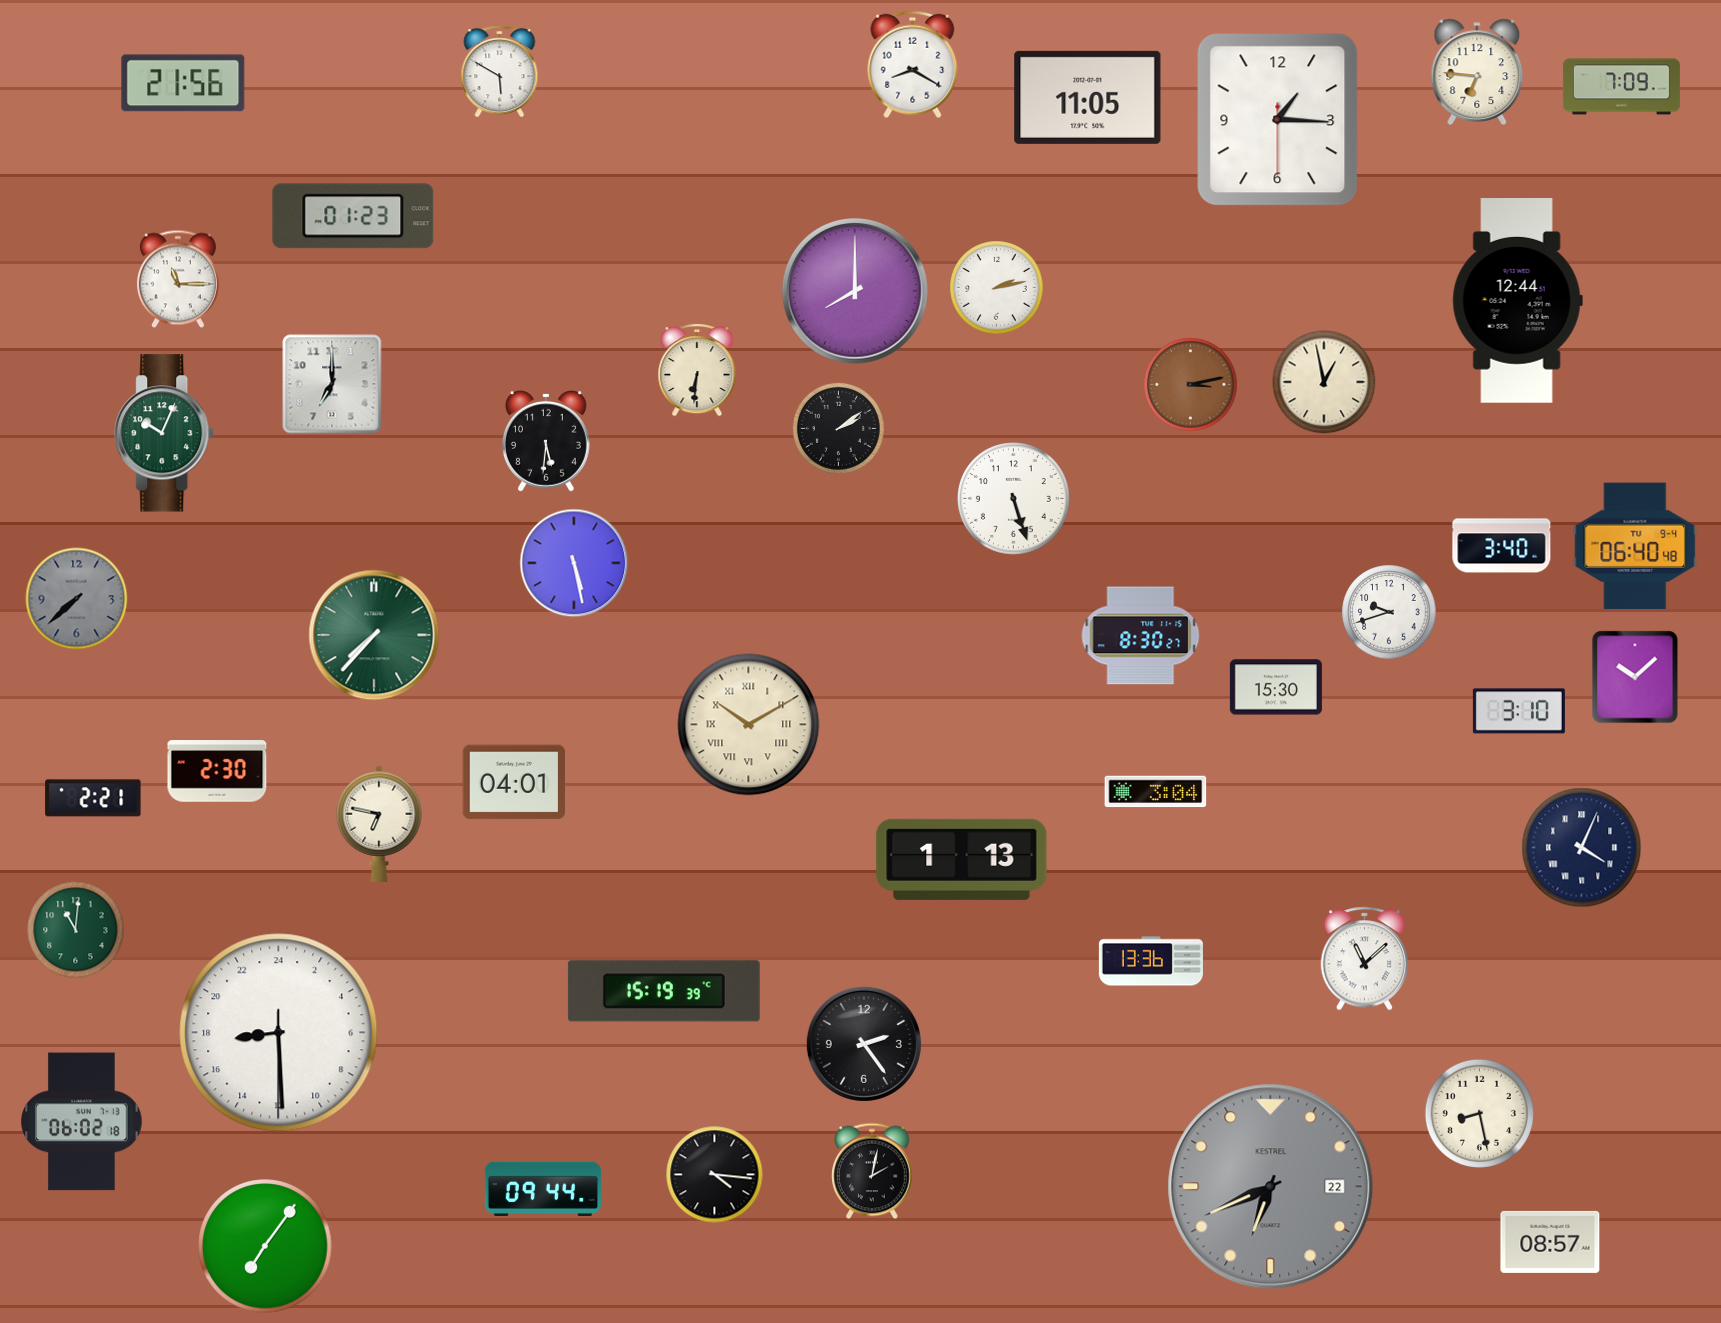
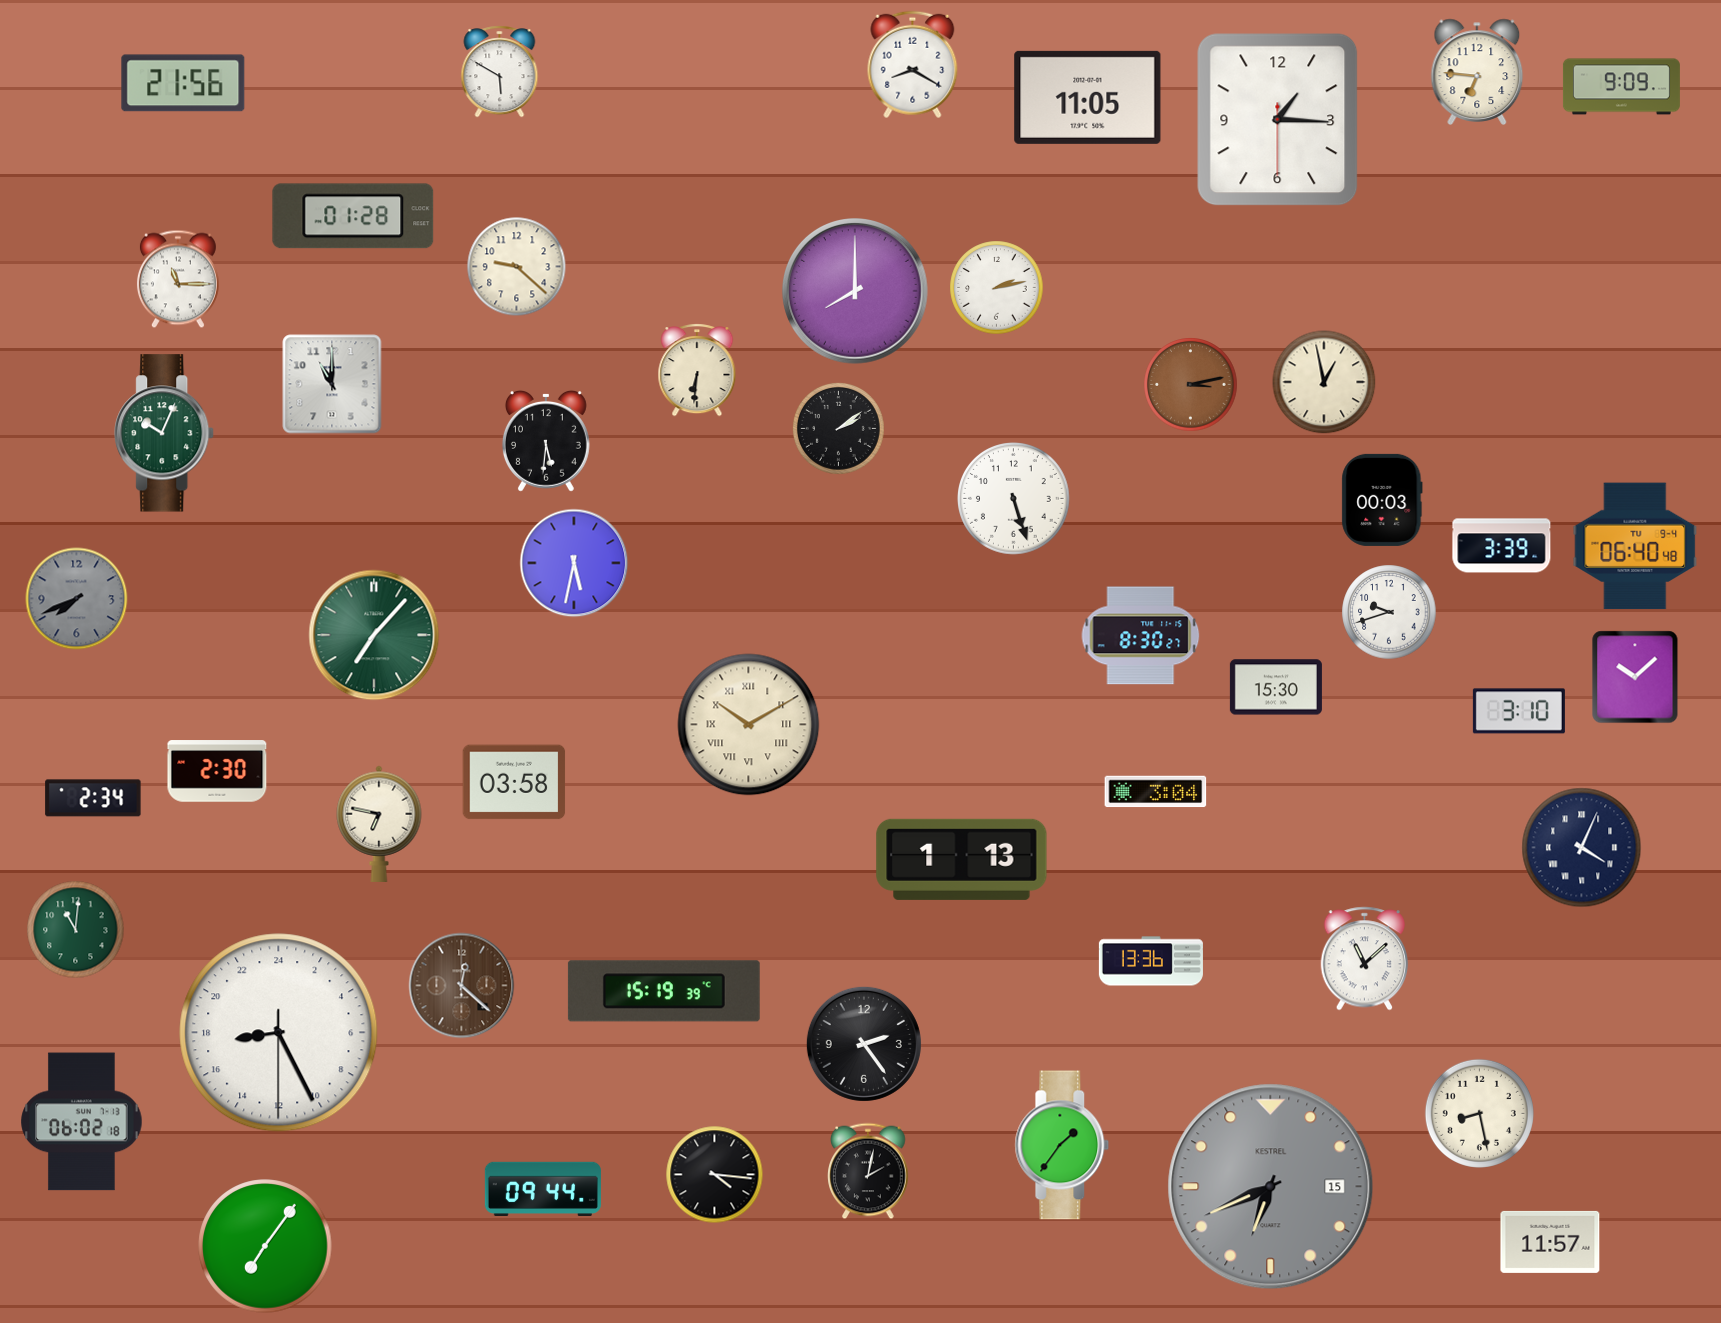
clock at (1621, 87): 7:09 -> 9:09
clock at (353, 216): 01:23 -> 01:28
clock at (517, 267): none -> 9:22
clock at (1517, 301): 12:44 -> none
clock at (332, 384): 7:00 -> 11:00
clock at (1382, 500): none -> 00:03
clock at (1502, 546): 3:40 -> 3:39
clock at (574, 563): 5:28 -> 5:32
clock at (77, 599): 7:38 -> 7:41
clock at (374, 635): 7:37 -> 7:07
clock at (514, 782): 04:01 -> 03:58
clock at (93, 798): 2:21 -> 2:34
clock at (462, 986): none -> 12:22
clock at (279, 1033): 17:29 -> 17:25
clock at (1062, 1145): none -> 1:36
clock at (872, 1171) position: (872, 1171) -> (868, 1171)
clock at (1271, 1187) date: 22 -> 15
clock at (1550, 1242): 08:57 -> 11:57
